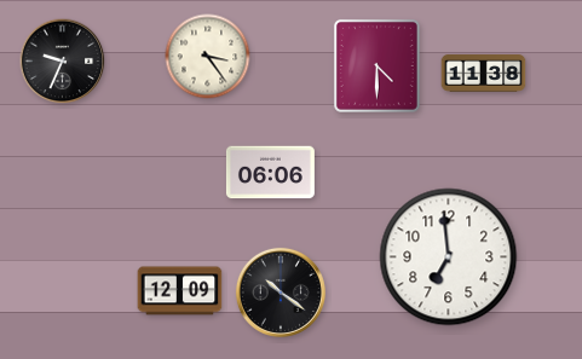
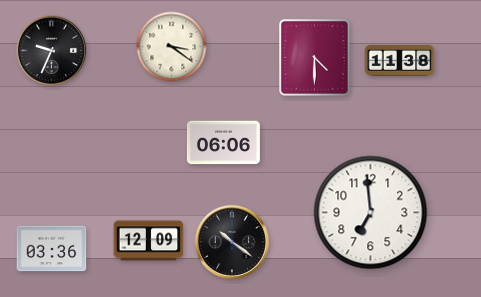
clock at (208, 57): 3:24 -> 3:21
clock at (376, 65) position: (376, 65) -> (314, 57)
clock at (52, 249): none -> 03:36
